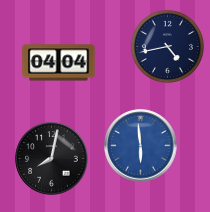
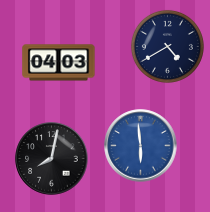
clock at (167, 46): 4:43 -> 4:40
clock at (59, 63): 04:04 -> 04:03
